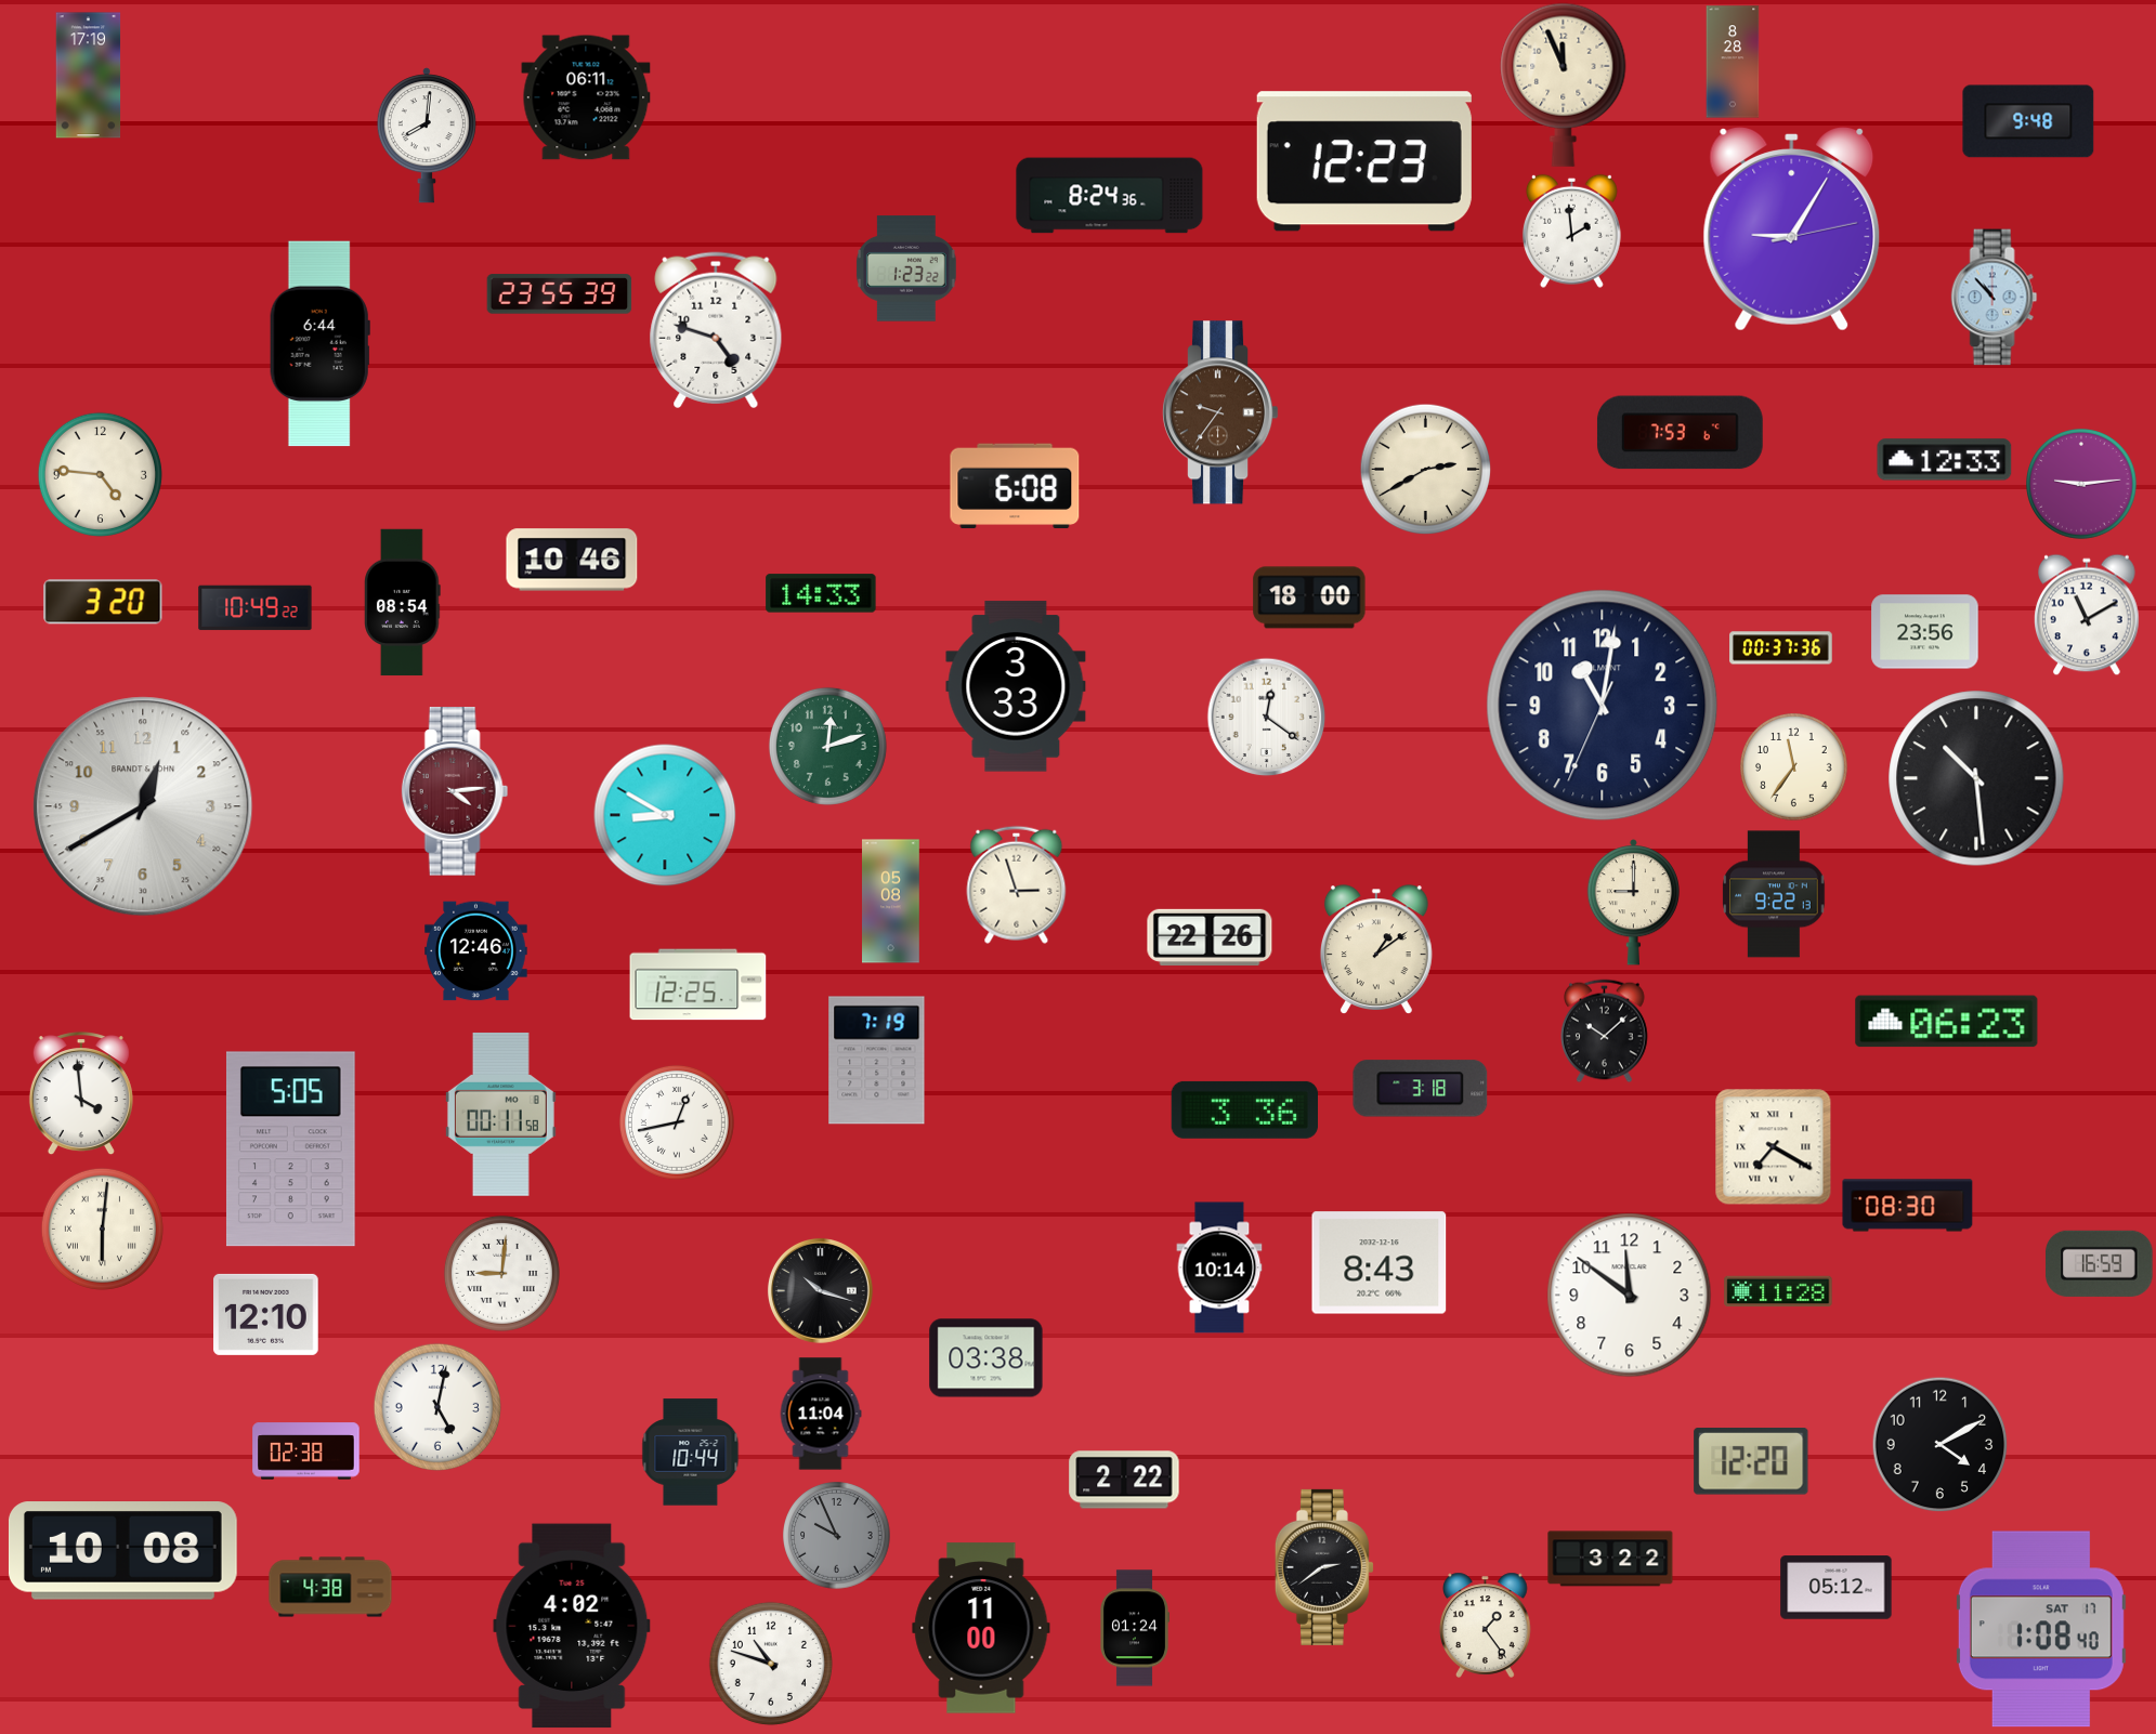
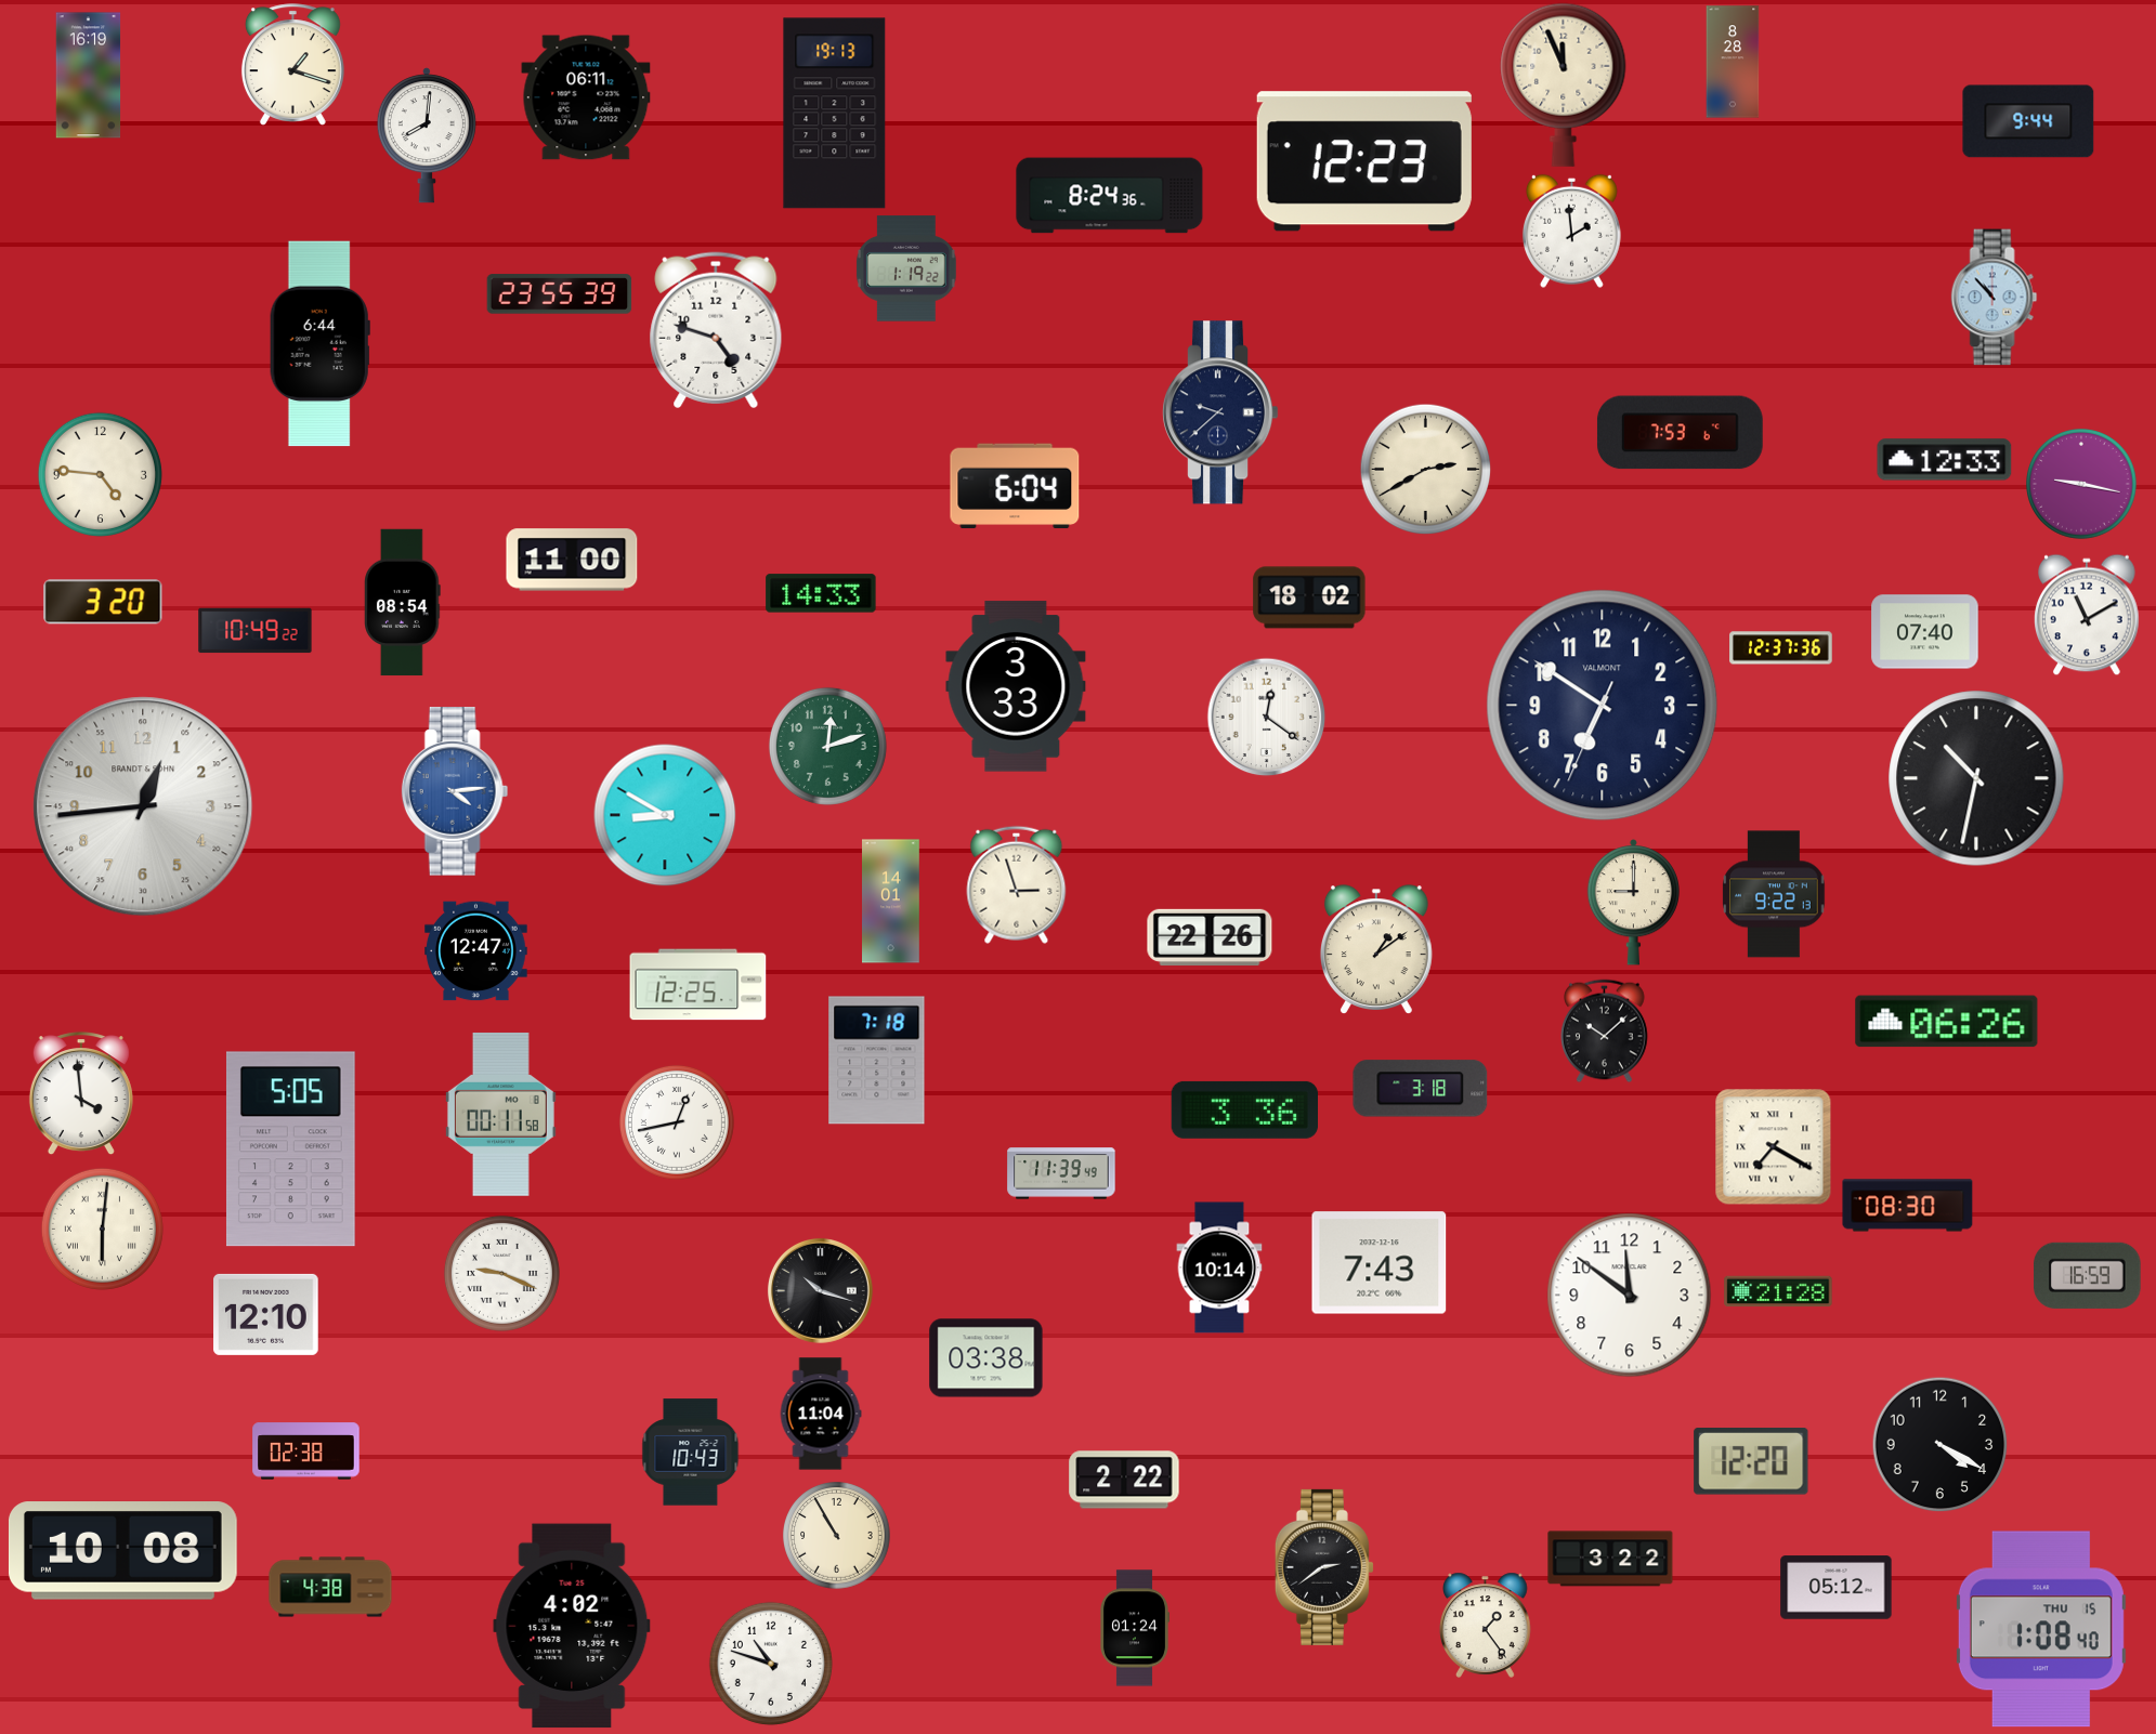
clock at (292, 65): none -> 1:18
clock at (89, 76): 17:19 -> 16:19
clock at (835, 114): none -> 19:13
clock at (2028, 121): 9:48 -> 9:44
clock at (1792, 229): 9:05 -> none
clock at (906, 268): 1:23 -> 1:19
clock at (1220, 412): 9:36 -> 9:38
clock at (1220, 412) dial: brown -> navy
clock at (2082, 485): 9:14 -> 9:17
clock at (1015, 486): 6:08 -> 6:04
clock at (572, 560): 10:46 -> 11:00
clock at (1309, 597): 18:00 -> 18:02
clock at (256, 608) position: (256, 608) -> (256, 631)
clock at (1925, 632): 23:56 -> 07:40
clock at (1781, 648): 00:37 -> 12:37
clock at (1603, 706): 11:01 -> 6:50
clock at (1794, 767): 11:36 -> none
clock at (1976, 778): 10:29 -> 10:32
clock at (455, 791) dial: burgundy -> blue
clock at (143, 806): 12:40 -> 12:44
clock at (891, 902): 05:08 -> 14:01
clock at (476, 951): 12:46 -> 12:47
clock at (1947, 1022): 06:23 -> 06:26
clock at (877, 1061): 7:19 -> 7:18
clock at (1061, 1173): none -> 11:39
clock at (1380, 1263): 8:43 -> 7:43
clock at (2100, 1263) position: (2100, 1263) -> (2088, 1275)
clock at (501, 1273): 9:01 -> 9:19
clock at (1778, 1291): 11:28 -> 21:28
clock at (436, 1406): 5:02 -> none
clock at (1939, 1444): 4:10 -> 4:20
clock at (691, 1453): 10:44 -> 10:43
clock at (837, 1536): 9:56 -> 10:55
clock at (837, 1536) dial: grey -> cream
clock at (981, 1628): 11:00 -> none
clock at (2041, 1629) date: SAT 17 -> THU 15
